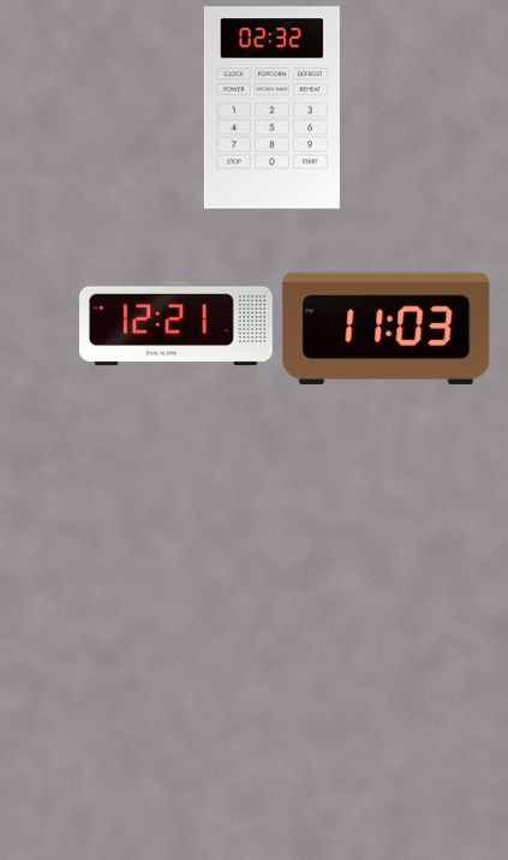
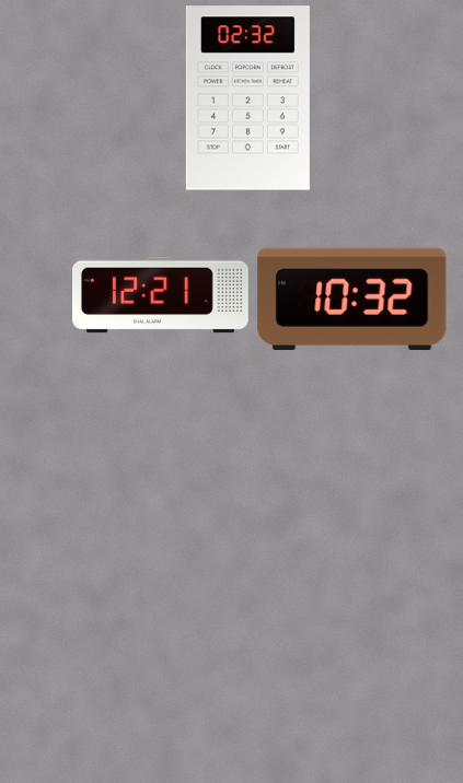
clock at (387, 328): 11:03 -> 10:32
